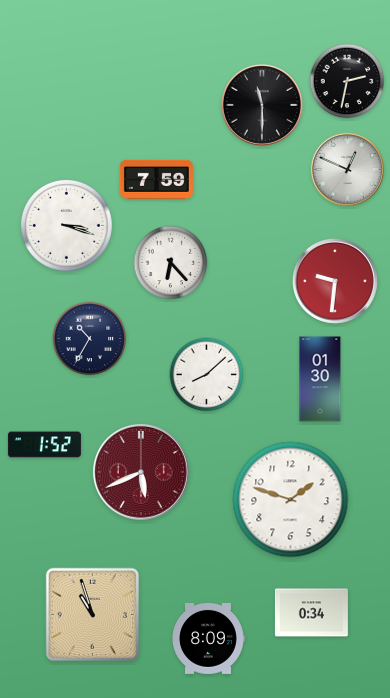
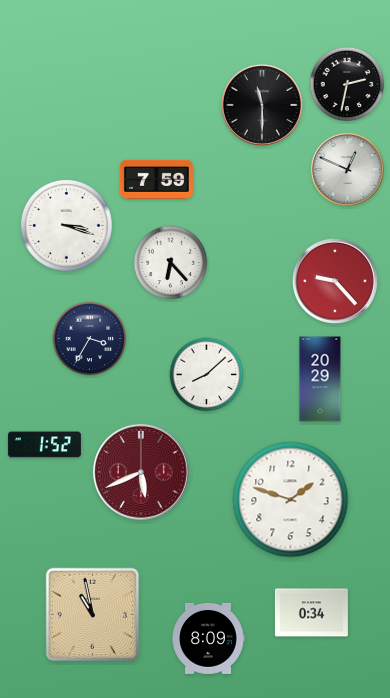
clock at (347, 81) position: (347, 81) -> (347, 84)
clock at (335, 281): 9:31 -> 9:23
clock at (90, 339): 10:35 -> 3:35
clock at (320, 379): 01:30 -> 20:29
clock at (92, 614): 10:57 -> 10:58
